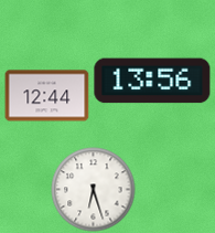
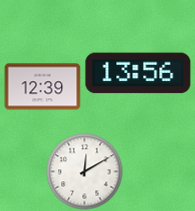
clock at (47, 96): 12:44 -> 12:39
clock at (94, 190): 6:27 -> 12:10
